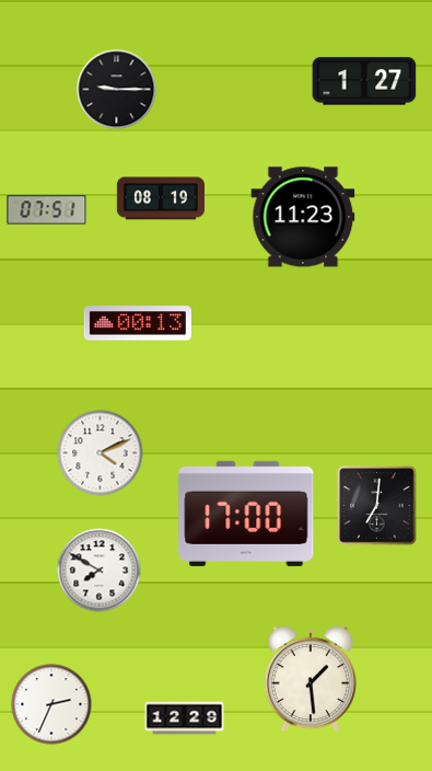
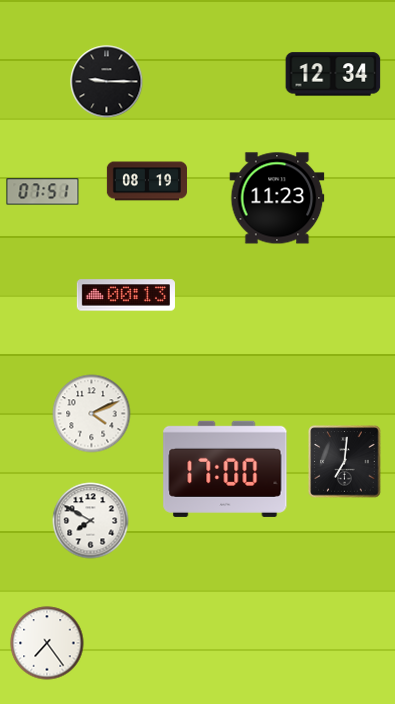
clock at (364, 81): 1:27 -> 12:34
clock at (311, 680): 1:29 -> none
clock at (51, 704): 2:34 -> 7:24
clock at (185, 718): 12:29 -> none
